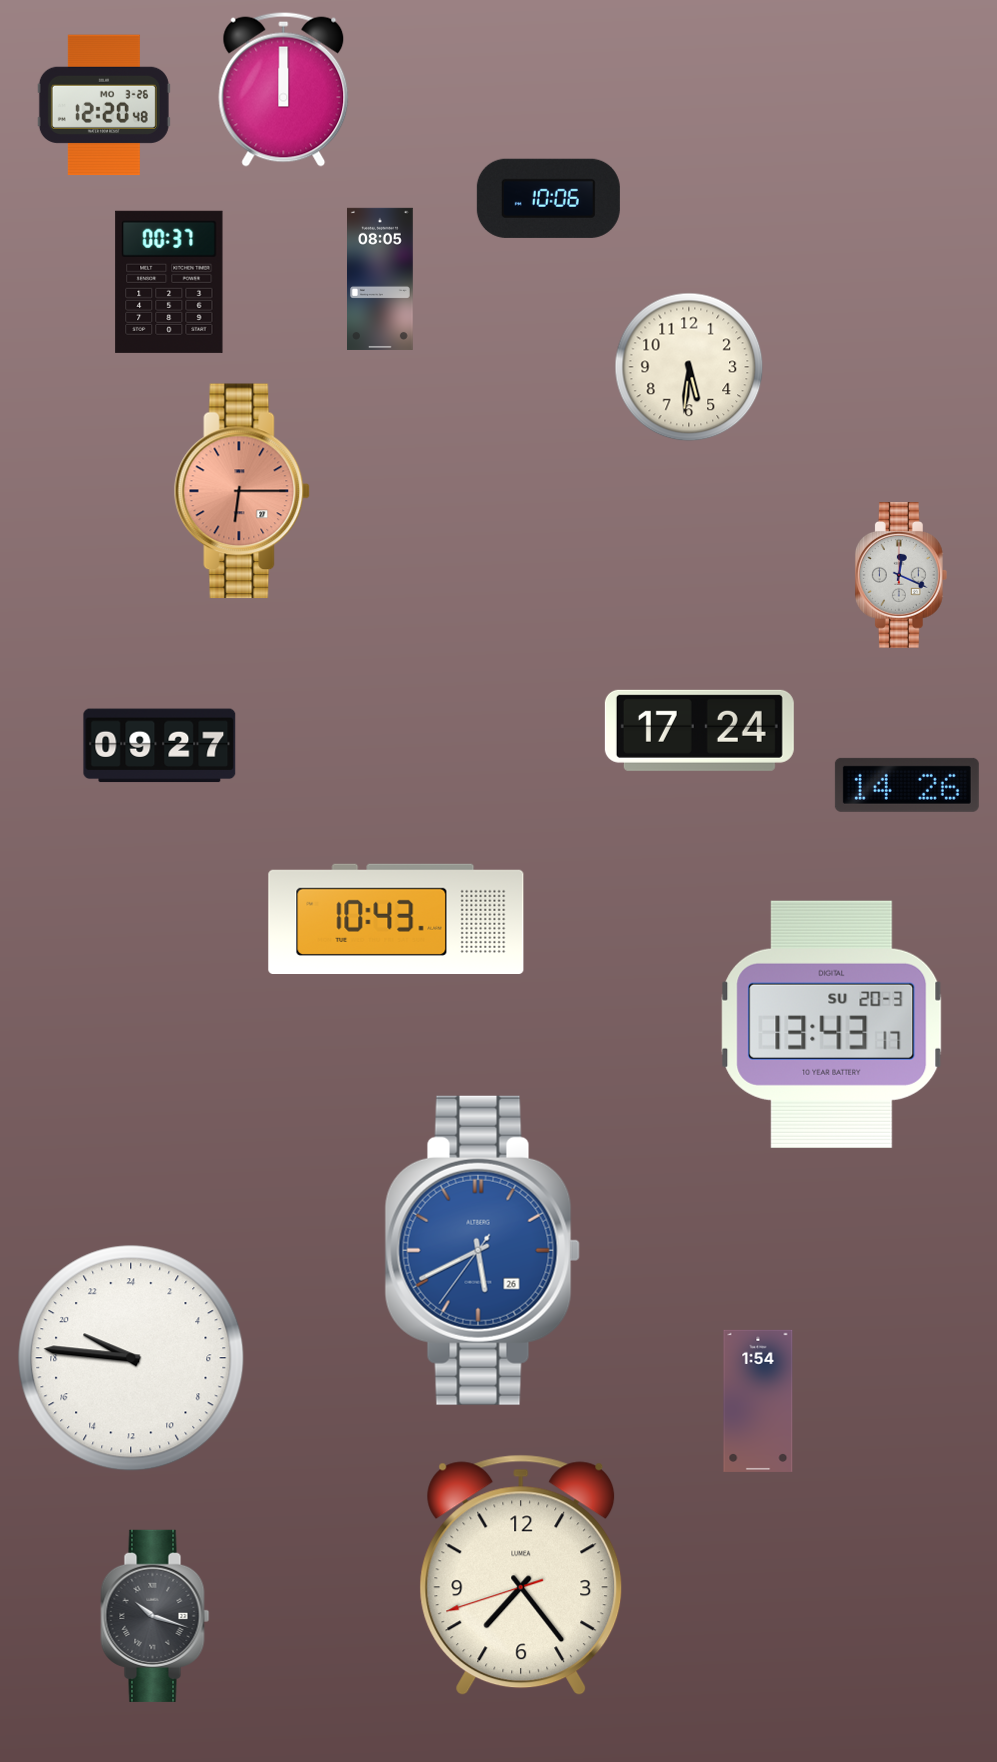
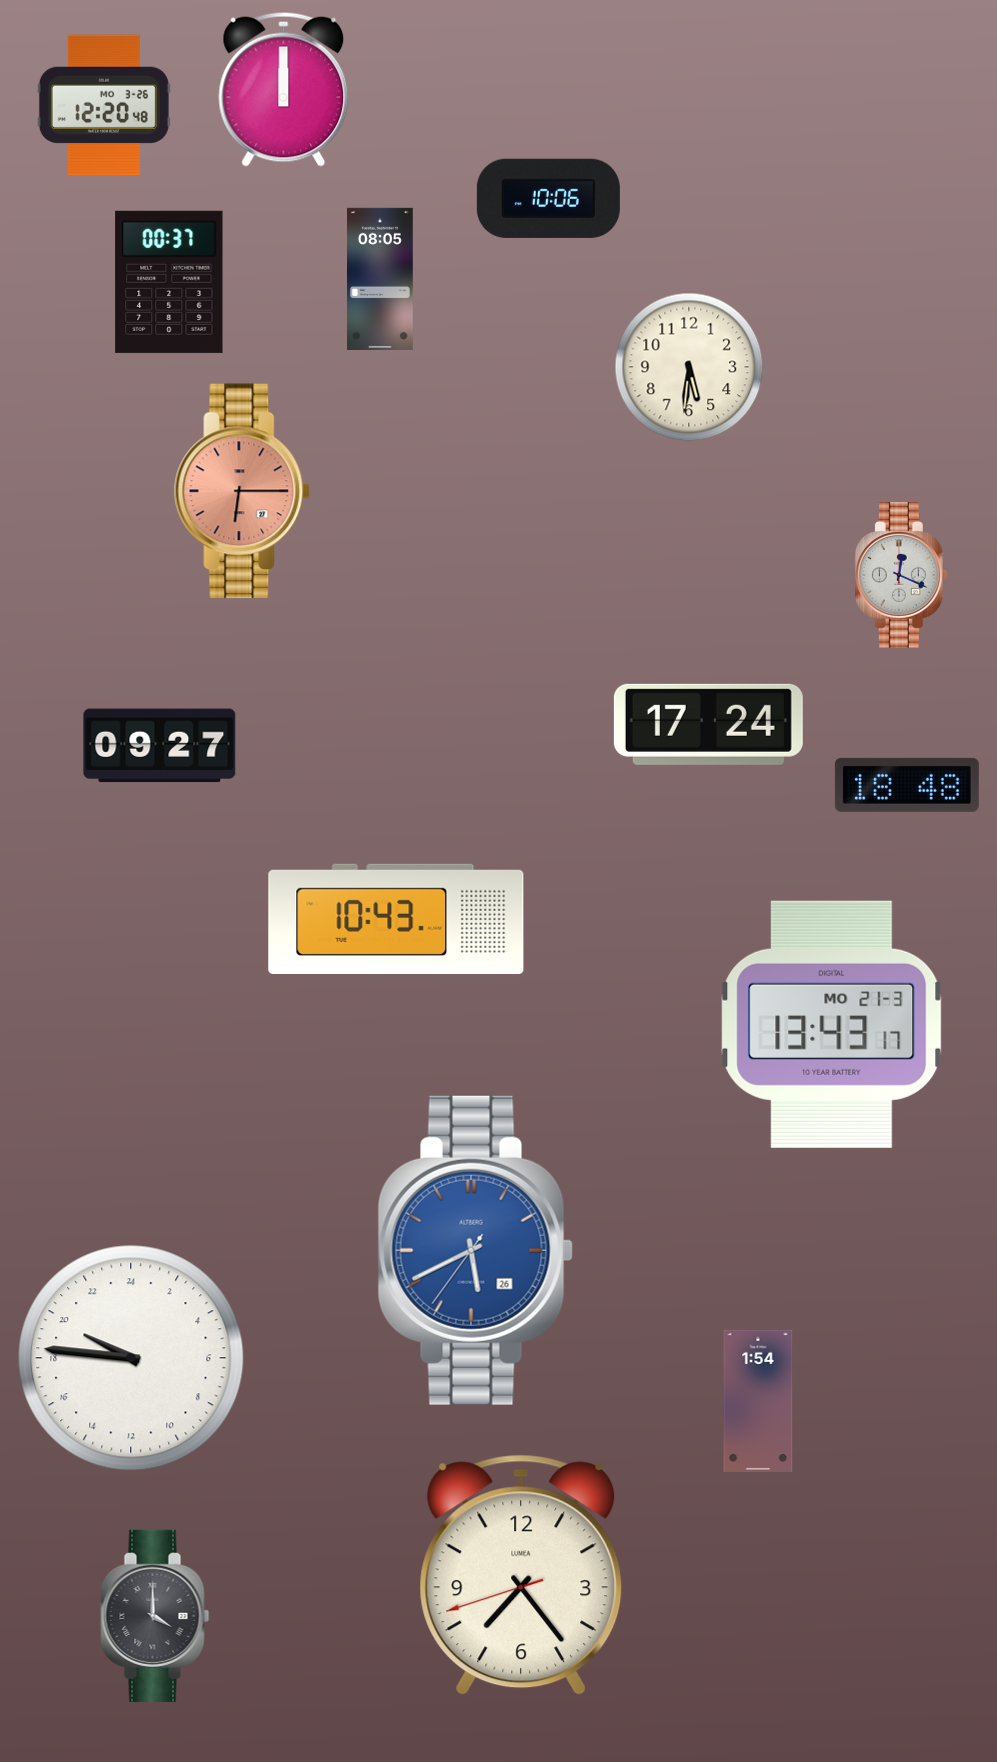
clock at (699, 730) position: (699, 730) -> (708, 724)
clock at (907, 785): 14:26 -> 18:48
clock at (832, 1024) date: SU 20-3 -> MO 21-3
clock at (482, 1250) position: (482, 1250) -> (475, 1250)
clock at (155, 1616): 10:18 -> 4:00
